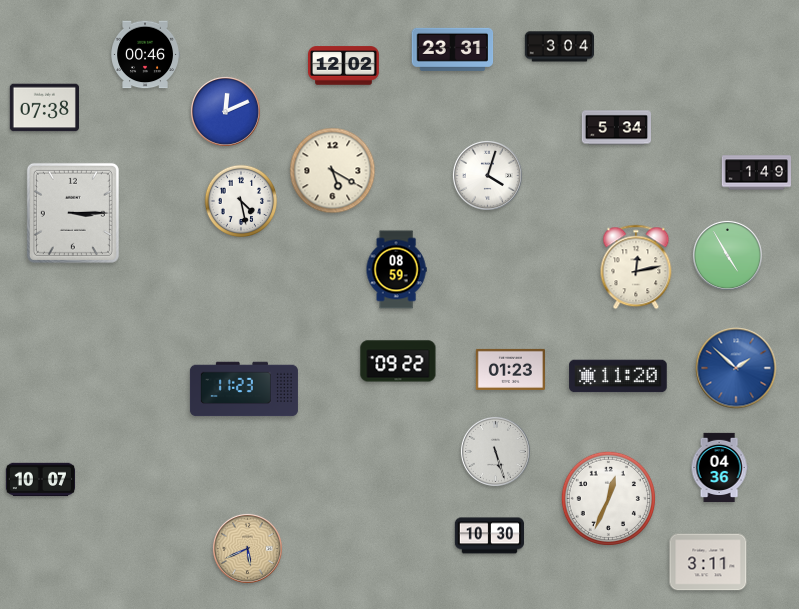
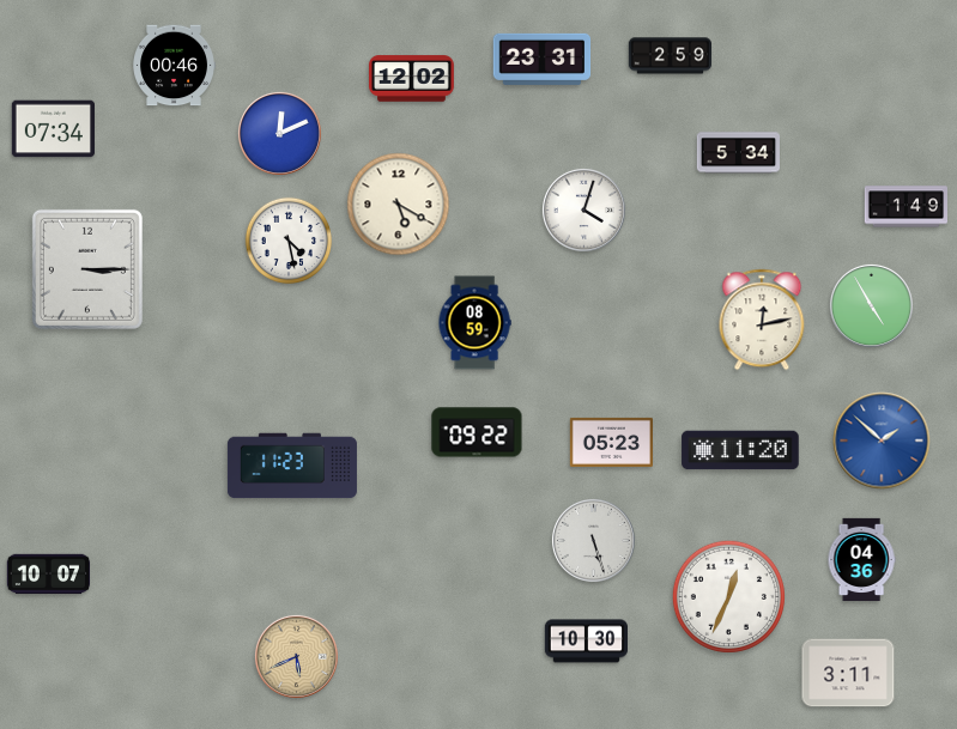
clock at (559, 47): 3:04 -> 2:59
clock at (44, 108): 07:38 -> 07:34
clock at (225, 111) position: (225, 111) -> (279, 133)
clock at (73, 213) position: (73, 213) -> (87, 269)
clock at (510, 369): 01:23 -> 05:23
